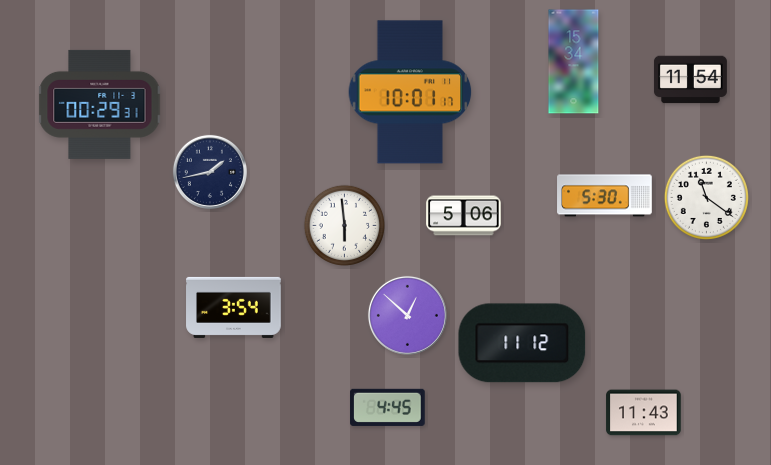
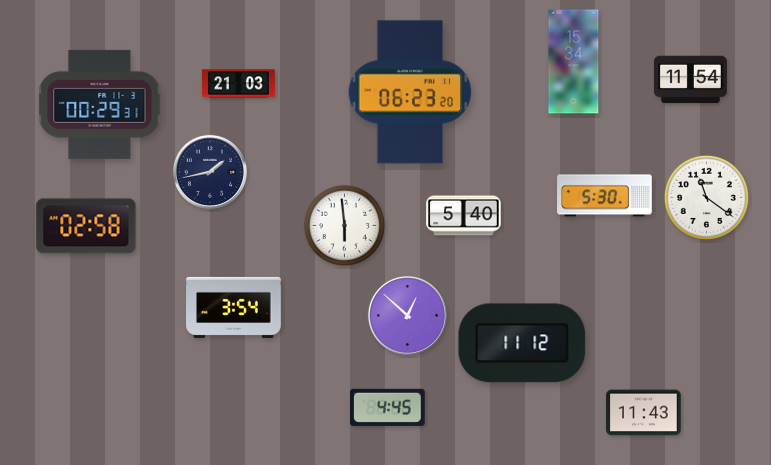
clock at (238, 84): none -> 21:03
clock at (410, 92): 10:01 -> 06:23
clock at (464, 216): 5:06 -> 5:40
clock at (86, 226): none -> 02:58
